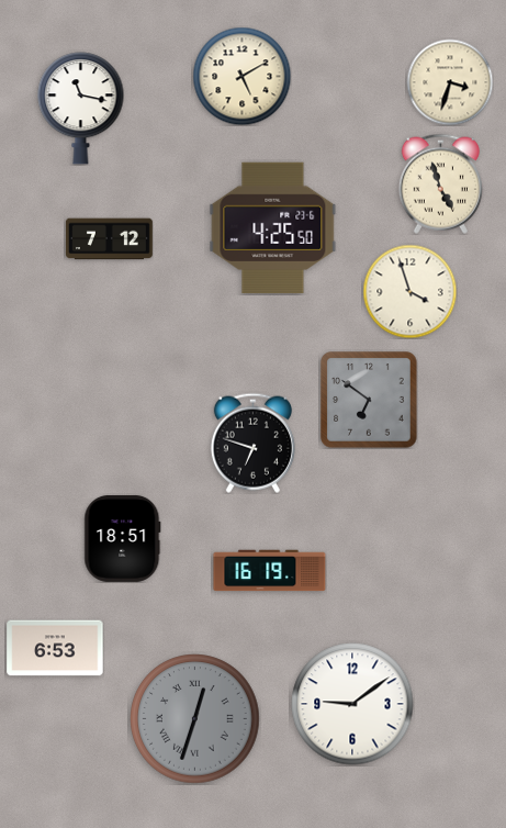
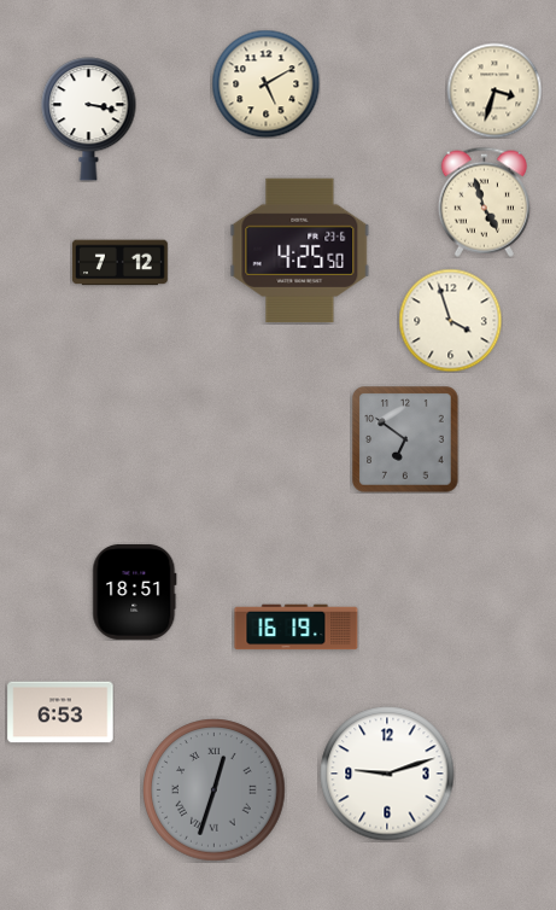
clock at (81, 109): 11:17 -> 3:17
clock at (252, 443): 6:48 -> none
clock at (352, 704): 9:09 -> 9:12
